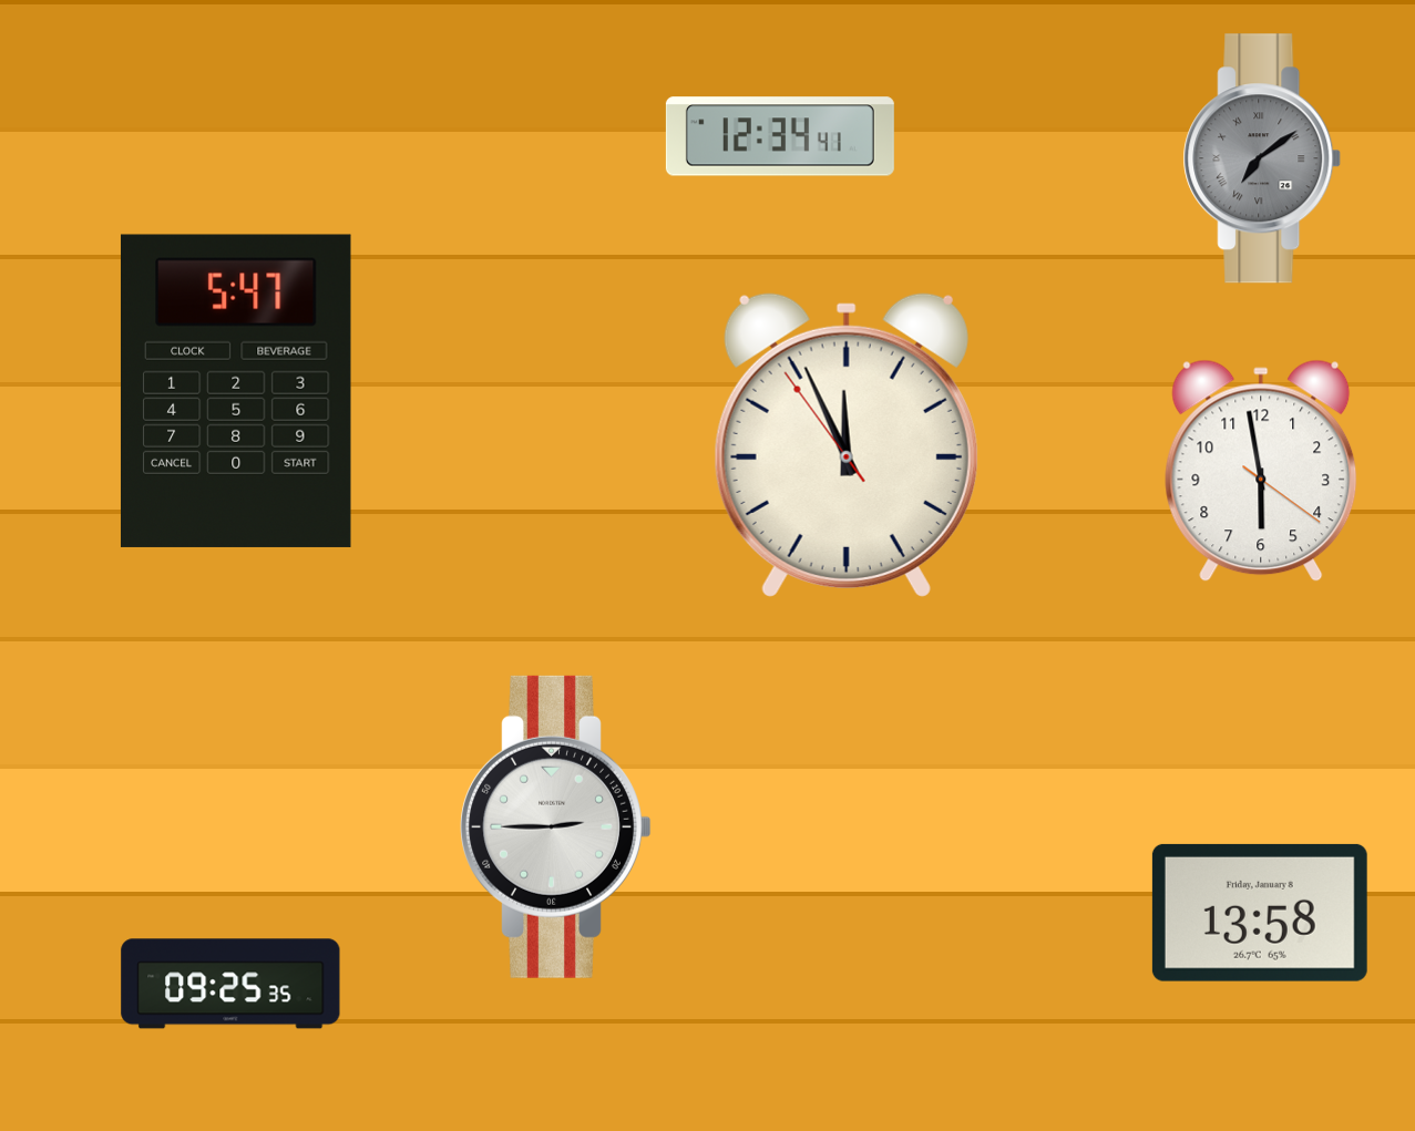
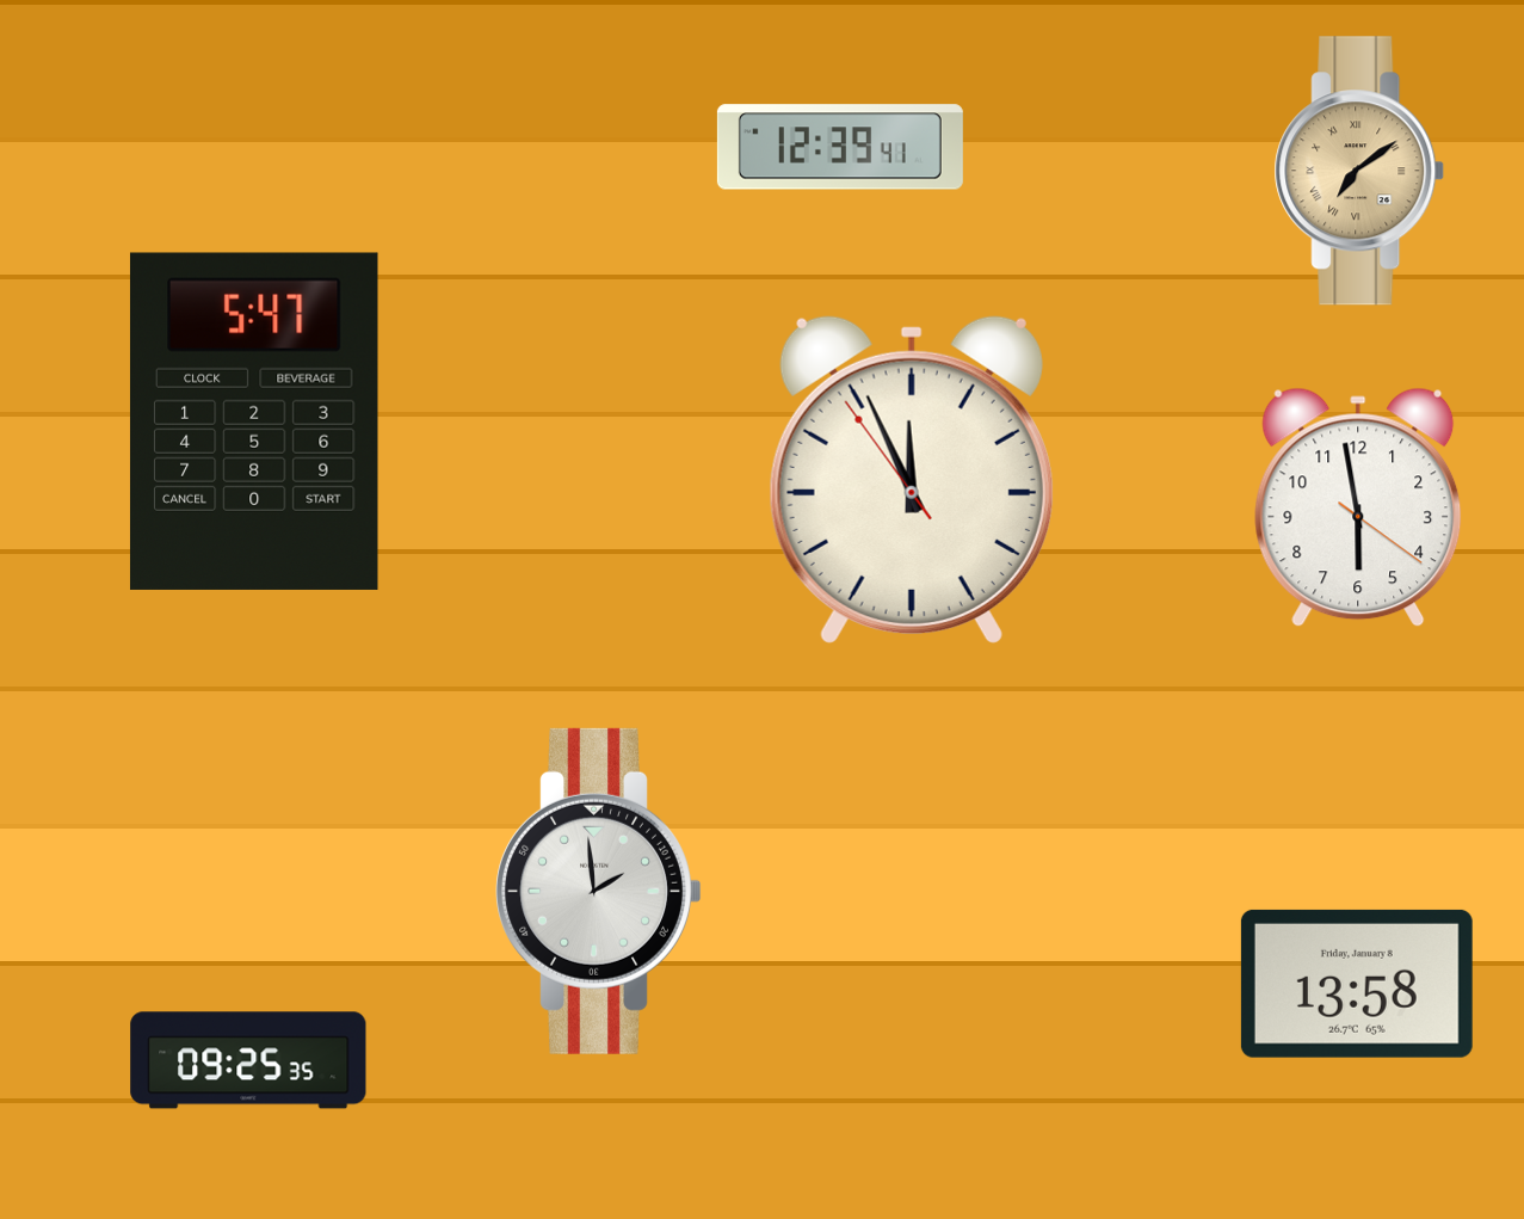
clock at (780, 136): 12:34 -> 12:39
clock at (1262, 158) dial: grey -> champagne
clock at (556, 826): 2:45 -> 1:59
